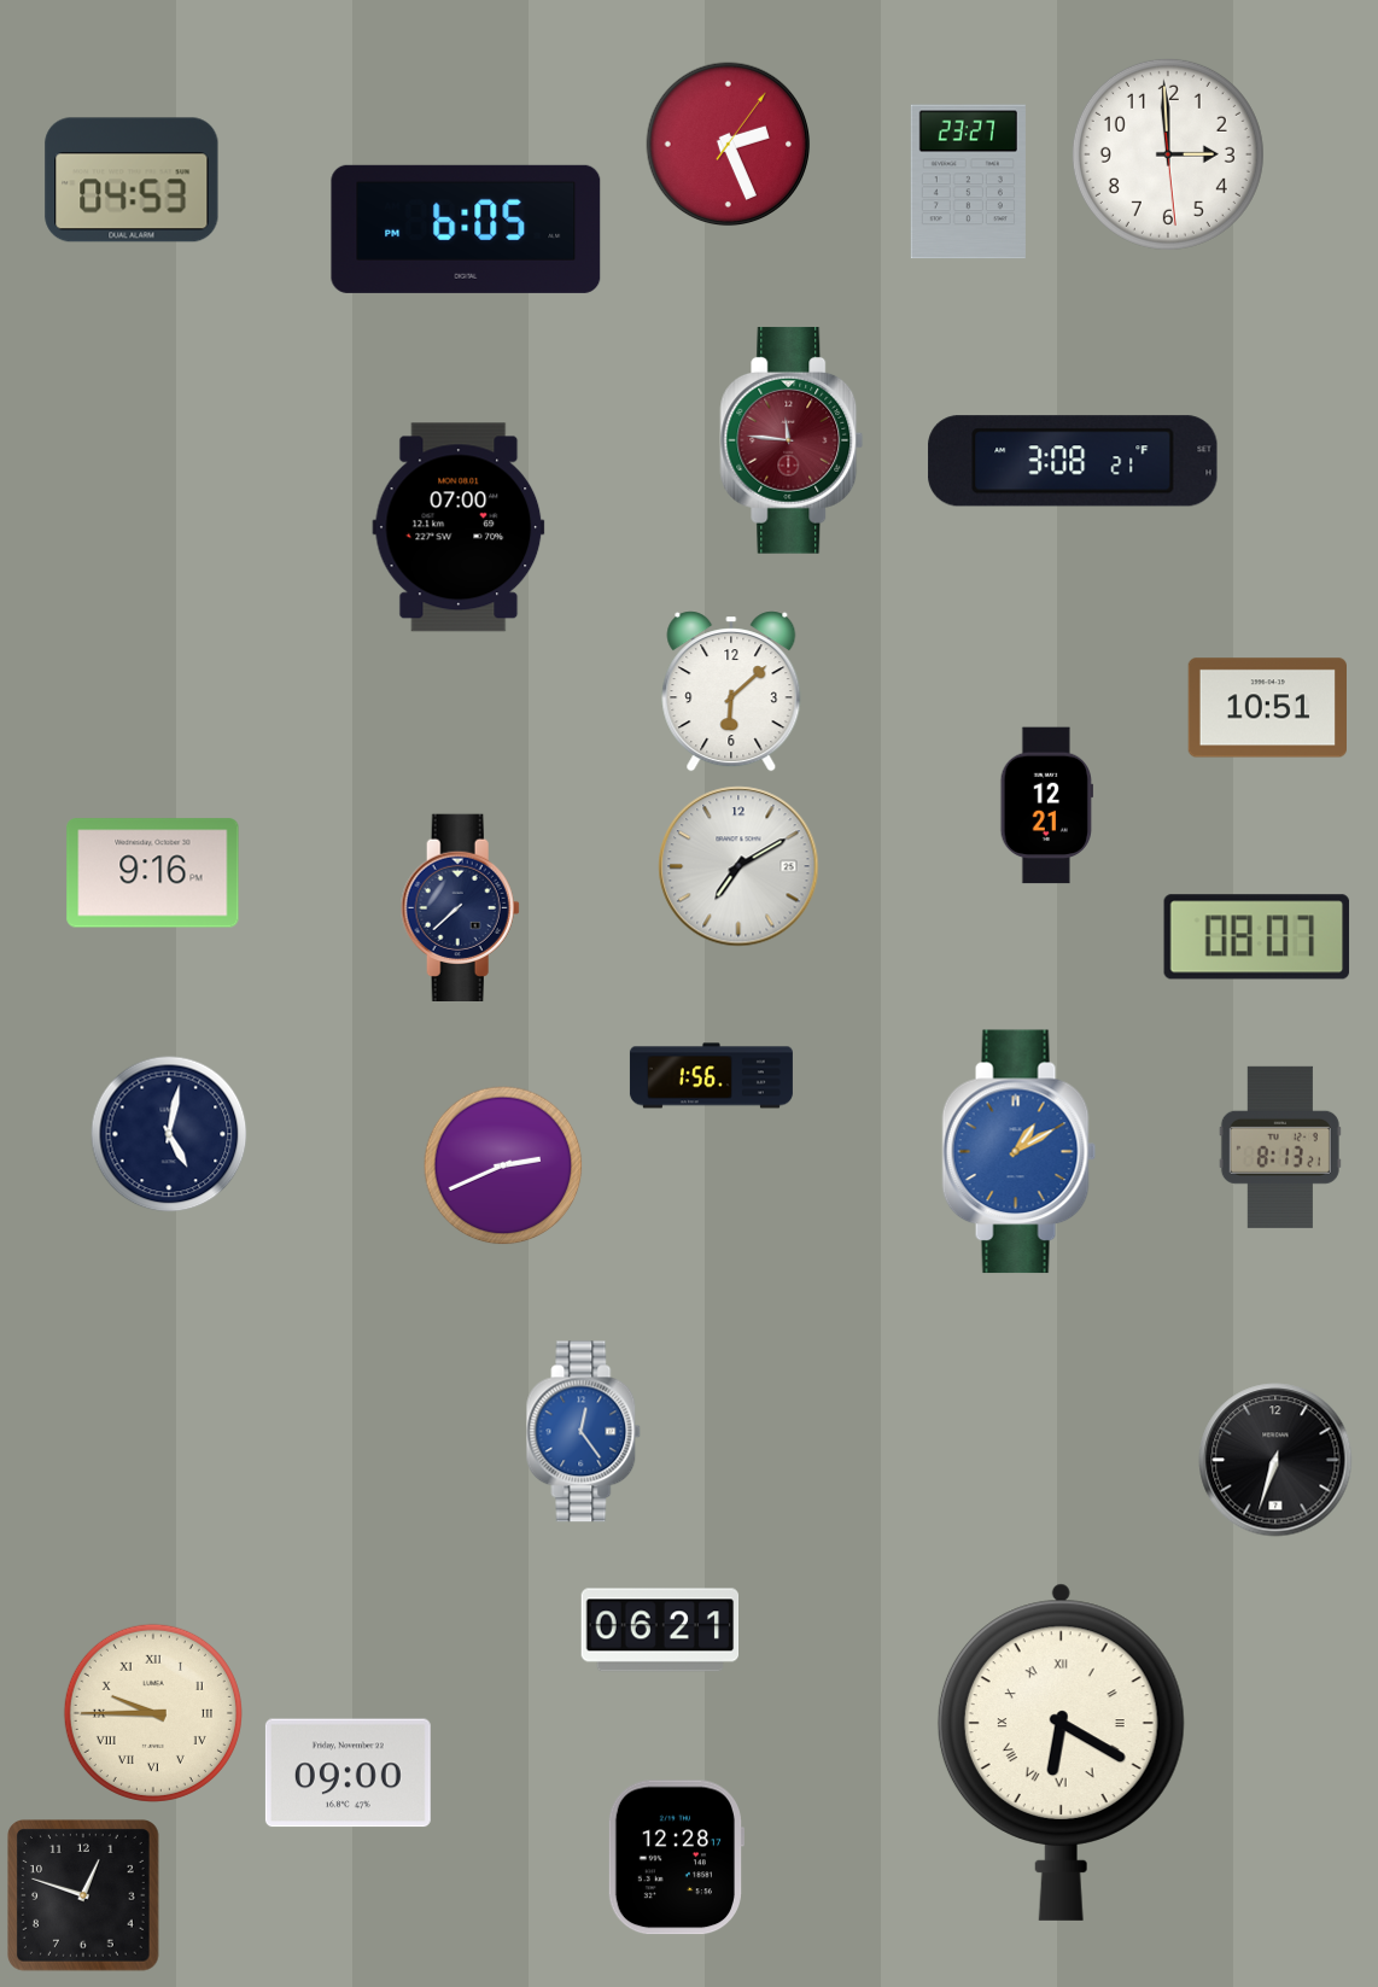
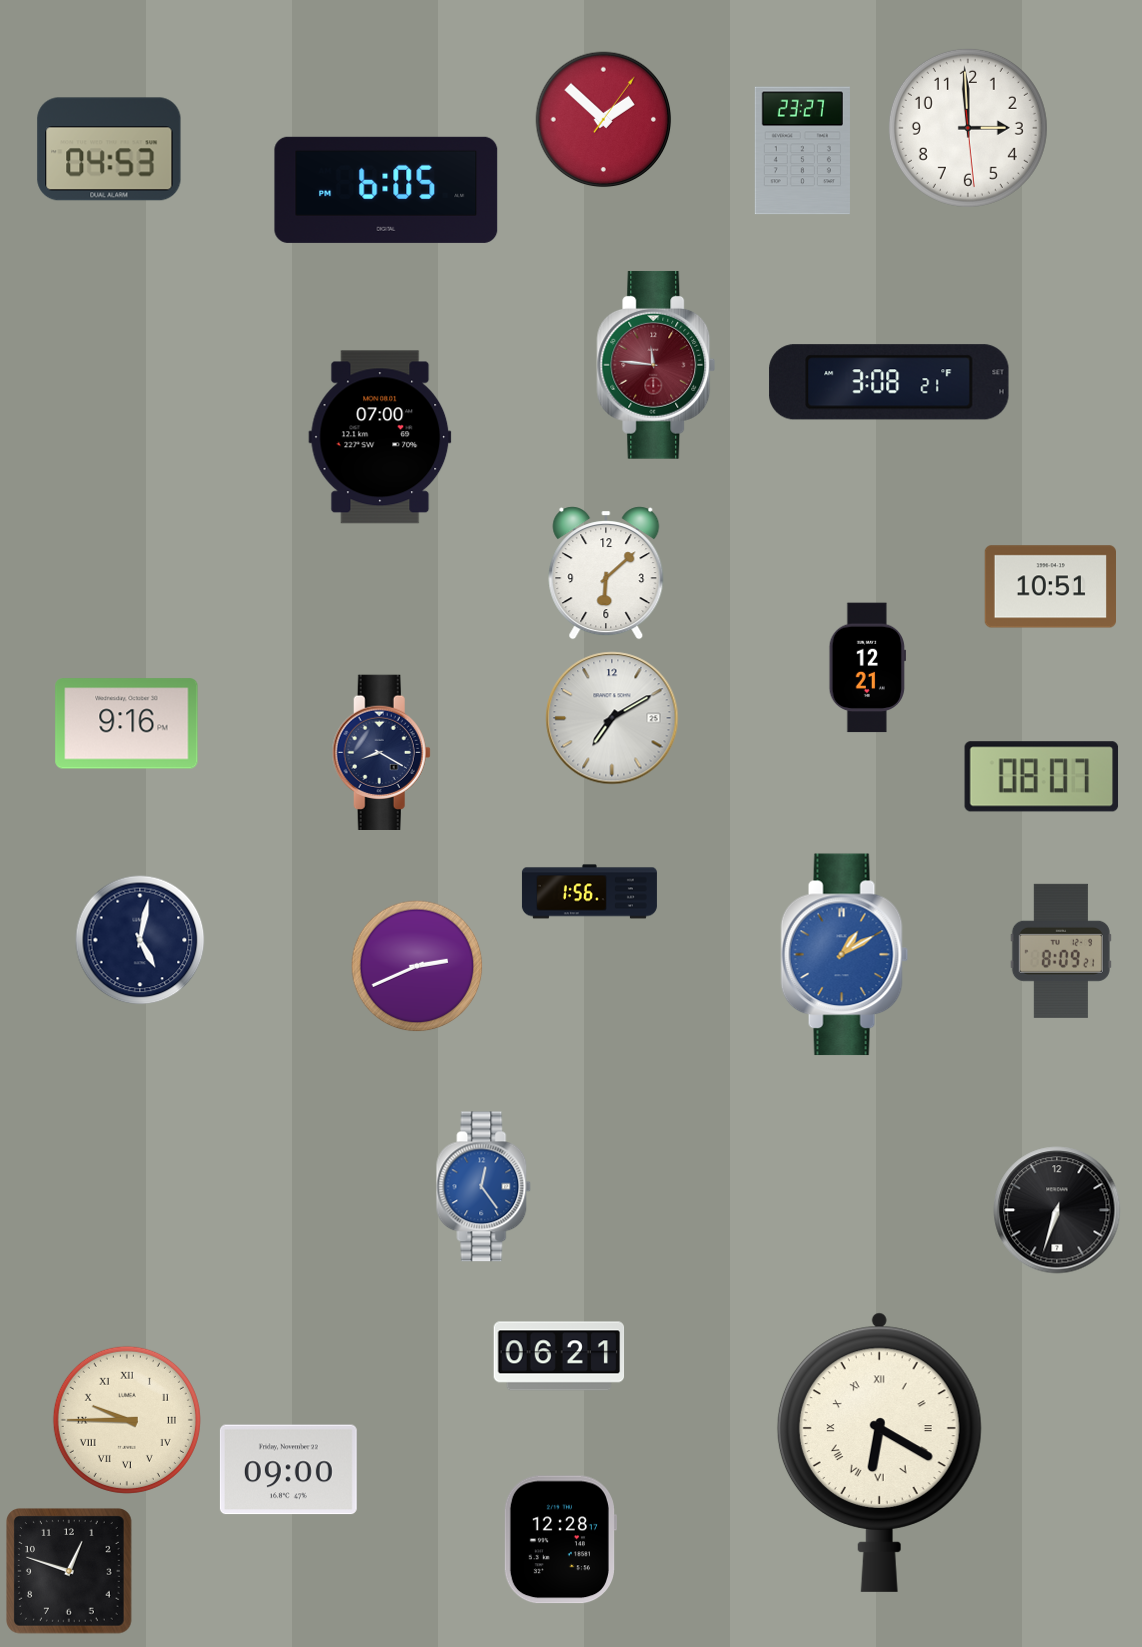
clock at (729, 145): 2:26 -> 1:52
clock at (460, 907): 7:38 -> 8:20
clock at (1280, 1147): 8:13 -> 8:09
clock at (660, 1630) position: (660, 1630) -> (559, 1356)
